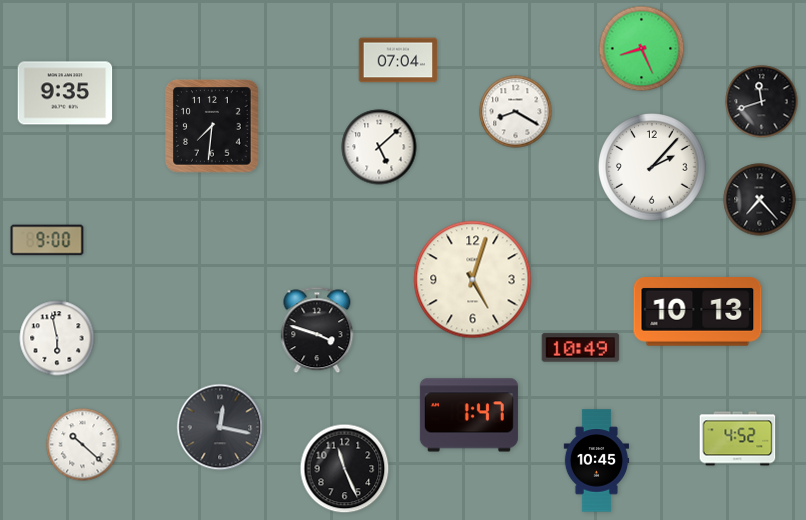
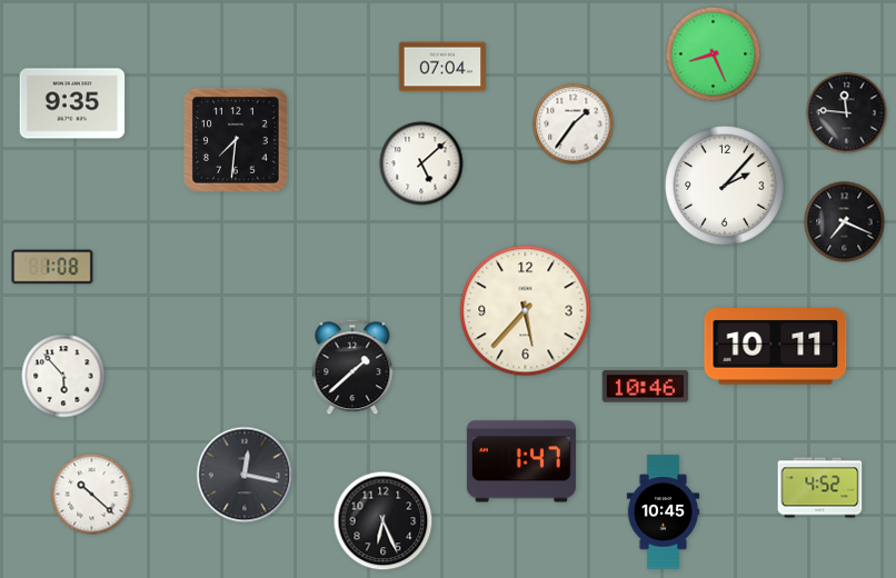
clock at (762, 102): 11:42 -> 11:46
clock at (516, 112): 8:20 -> 1:36
clock at (760, 200): 7:23 -> 7:19
clock at (47, 240): 9:00 -> 1:08
clock at (473, 280): 5:03 -> 5:37
clock at (698, 312): 10:13 -> 10:11
clock at (317, 330): 3:48 -> 1:38
clock at (57, 338): 5:58 -> 5:53
clock at (581, 348): 10:49 -> 10:46
clock at (345, 469): 11:26 -> 6:26
